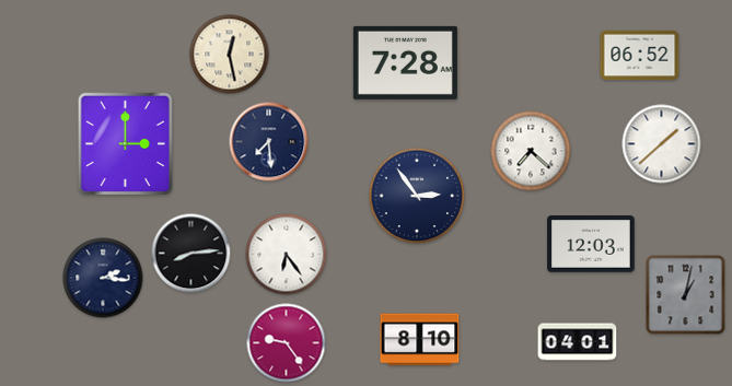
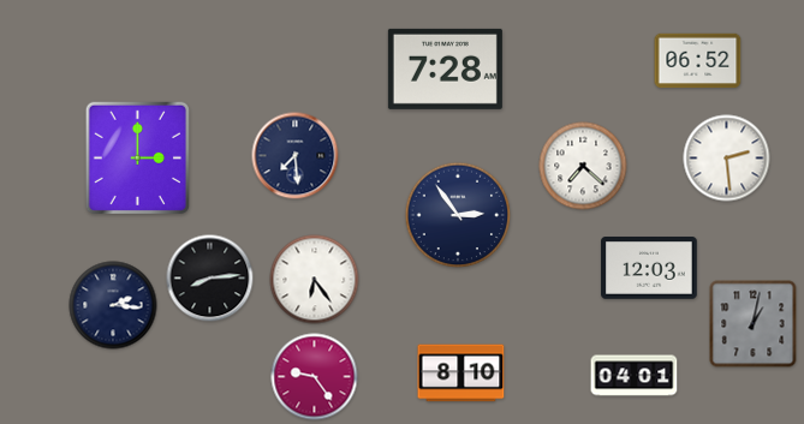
clock at (230, 55): 12:28 -> none
clock at (640, 56) position: (640, 56) -> (698, 61)
clock at (662, 144): 1:38 -> 2:29
